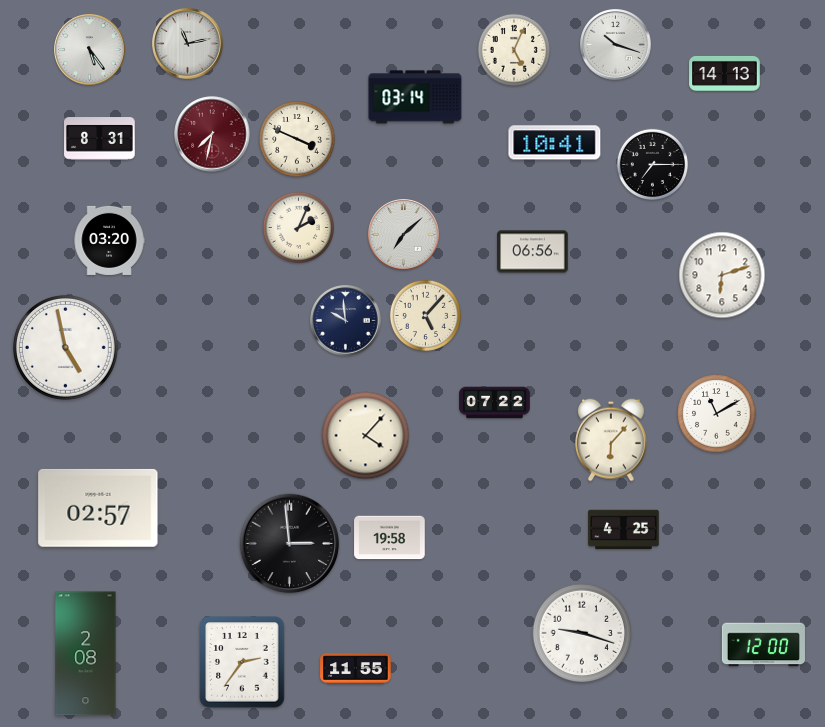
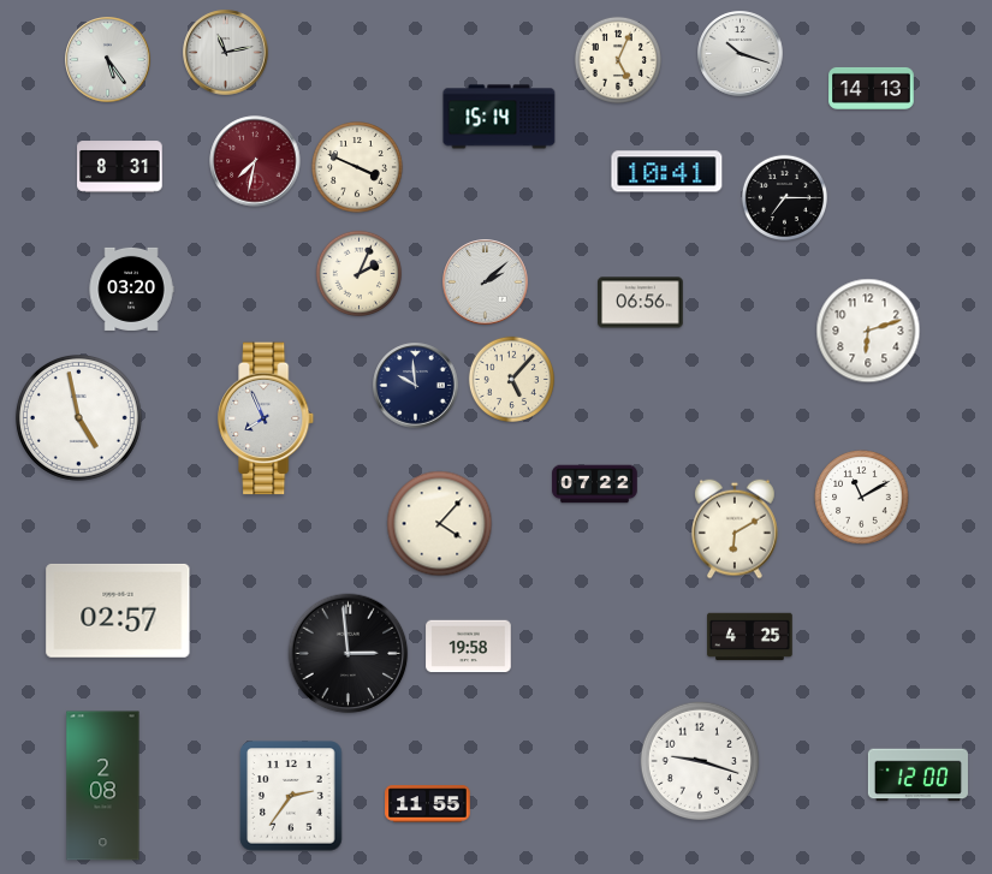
clock at (415, 97): 03:14 -> 15:14
clock at (404, 235): 7:08 -> 2:08
clock at (267, 418): none -> 7:56
clock at (612, 440): 6:07 -> 6:10
